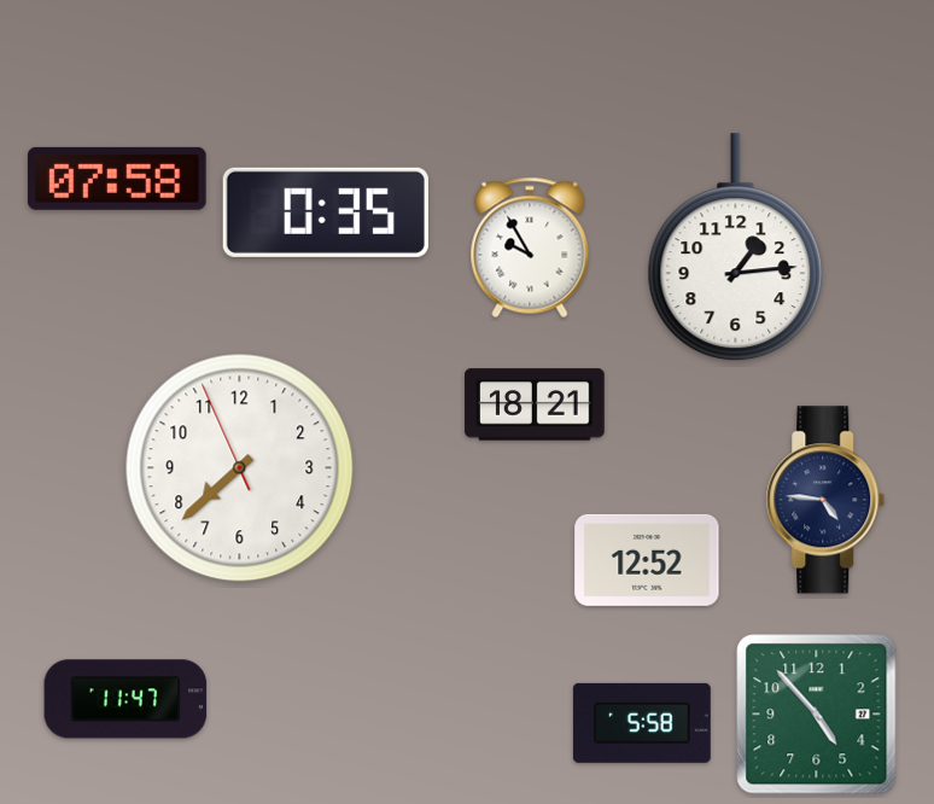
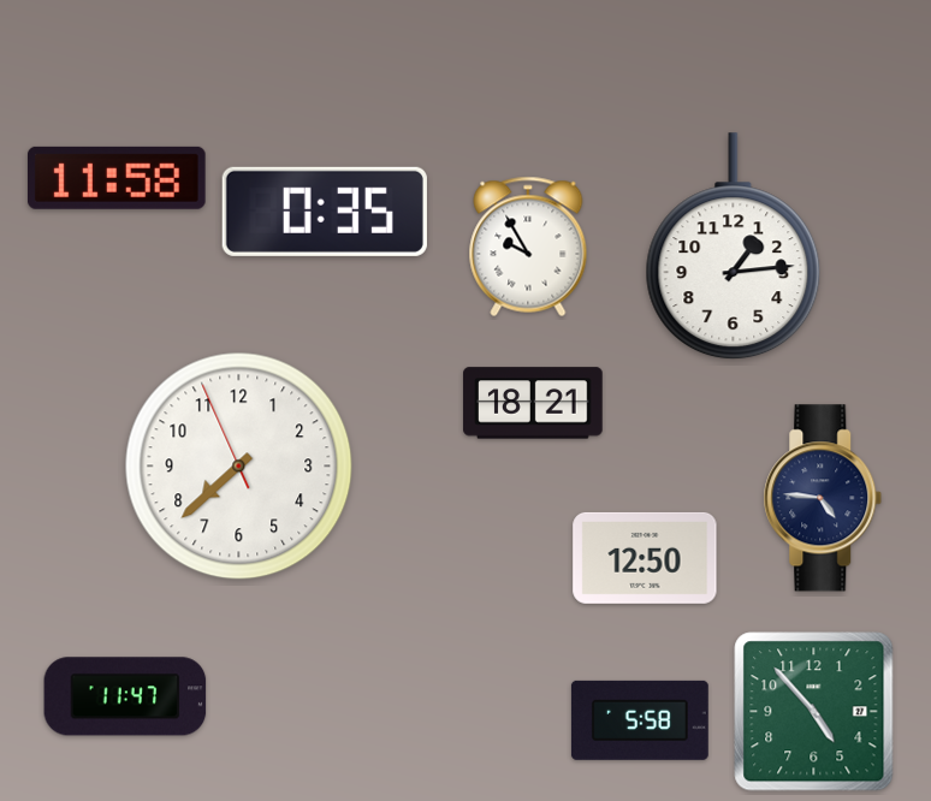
clock at (117, 179): 07:58 -> 11:58
clock at (647, 560): 12:52 -> 12:50
